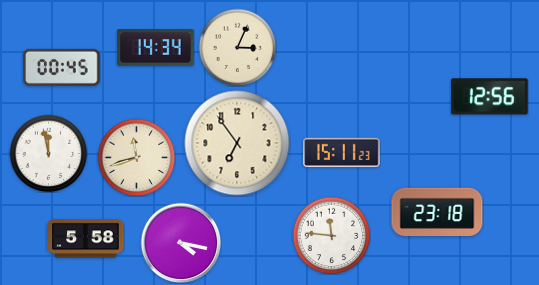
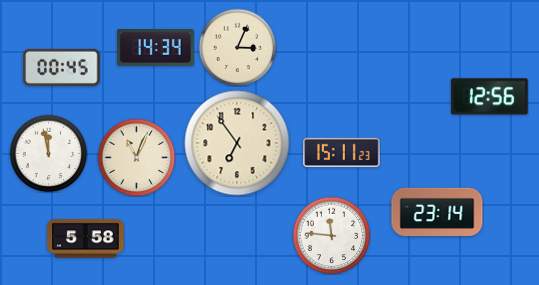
clock at (136, 157): 11:42 -> 11:04
clock at (437, 211): 23:18 -> 23:14
clock at (181, 243): 4:17 -> none
